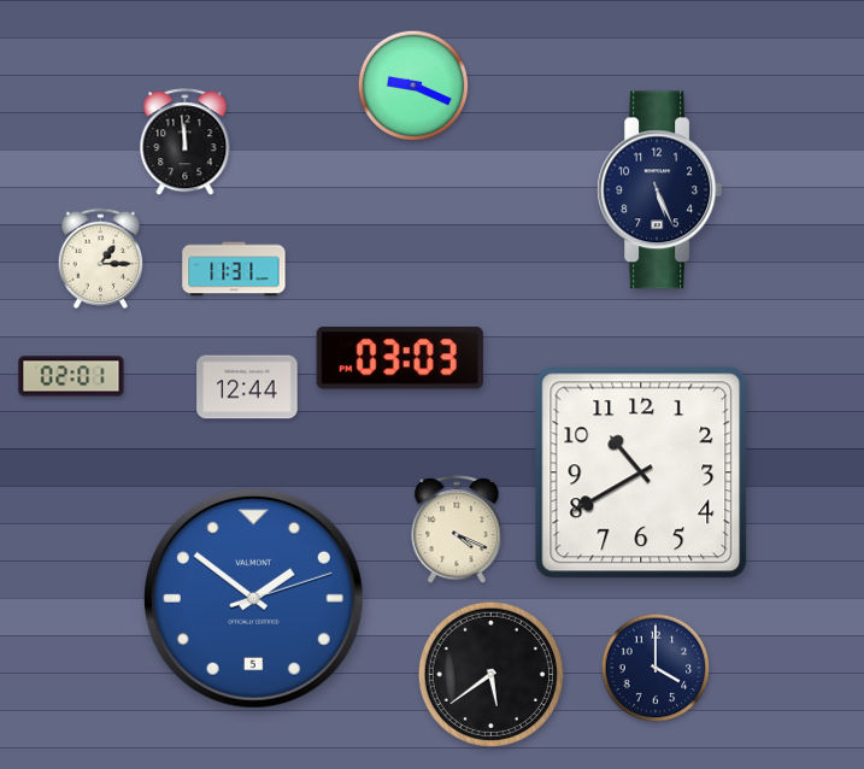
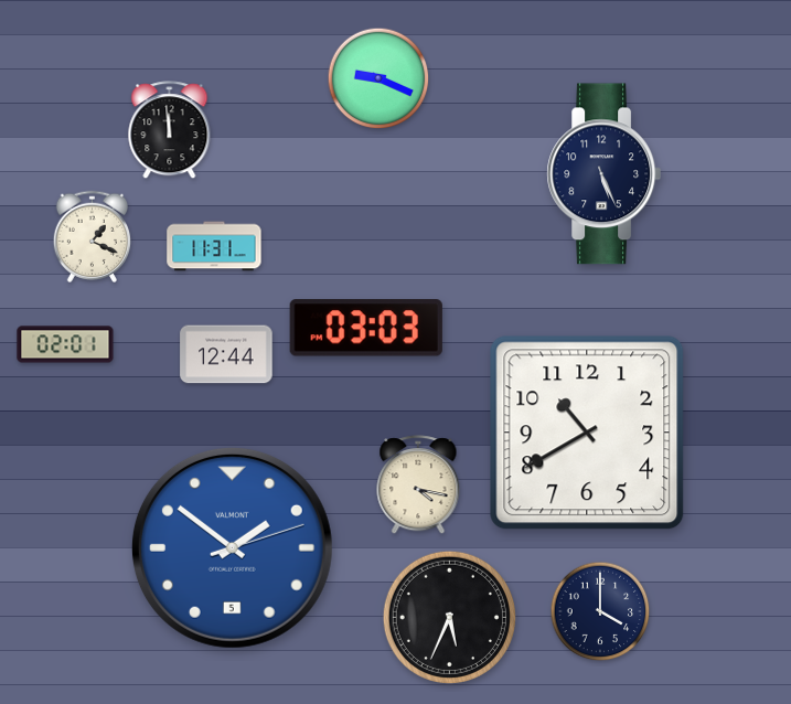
clock at (101, 258): 1:15 -> 1:19
clock at (457, 530): 4:19 -> 4:17
clock at (490, 674): 5:39 -> 5:34
